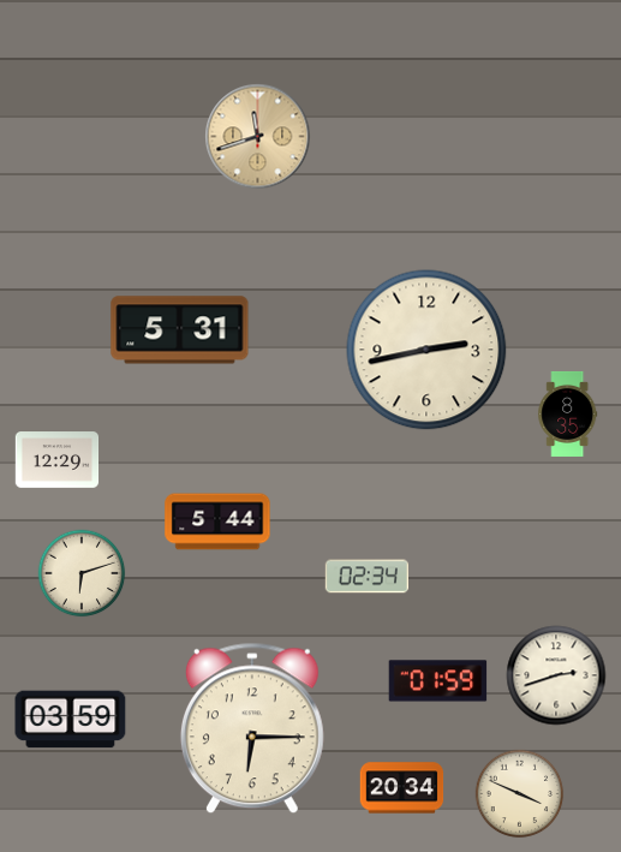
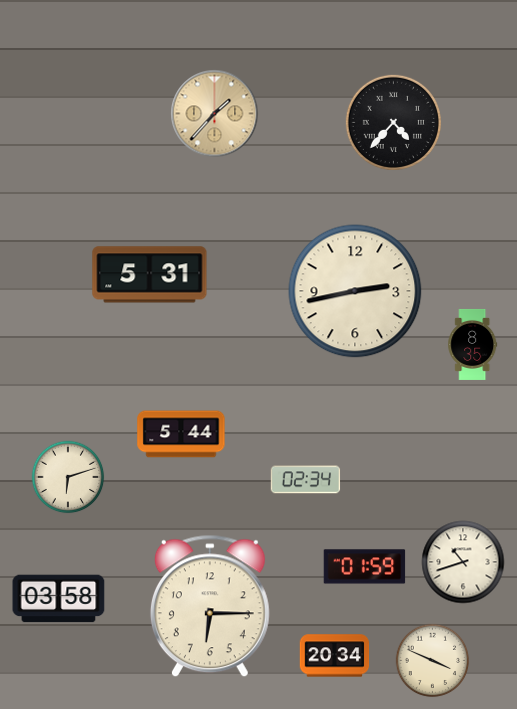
clock at (258, 137): 11:42 -> 1:37
clock at (393, 122): none -> 4:37
clock at (58, 460): 12:29 -> none
clock at (556, 675): 2:42 -> 10:42
clock at (71, 720): 03:59 -> 03:58
